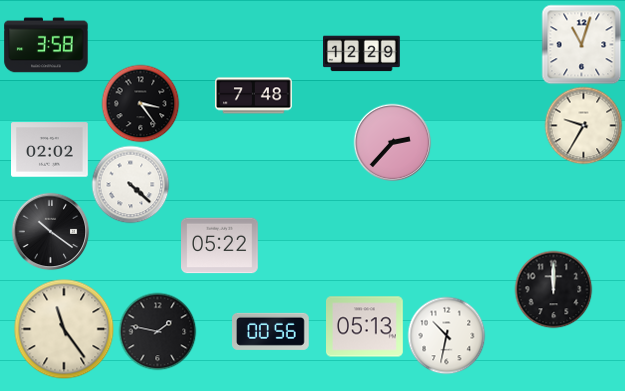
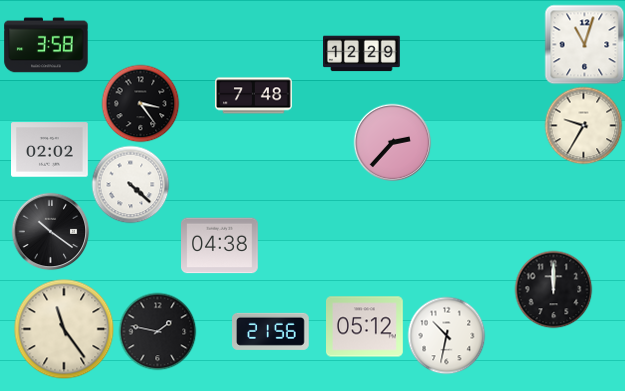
clock at (581, 44) position: (581, 44) -> (584, 44)
clock at (220, 246): 05:22 -> 04:38
clock at (365, 327): 05:13 -> 05:12
clock at (271, 331): 00:56 -> 21:56
